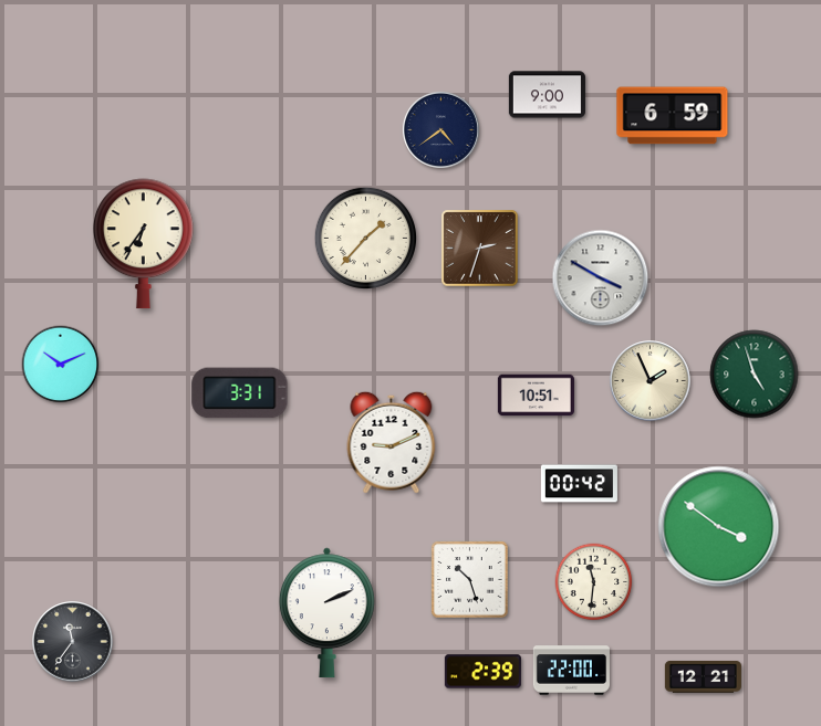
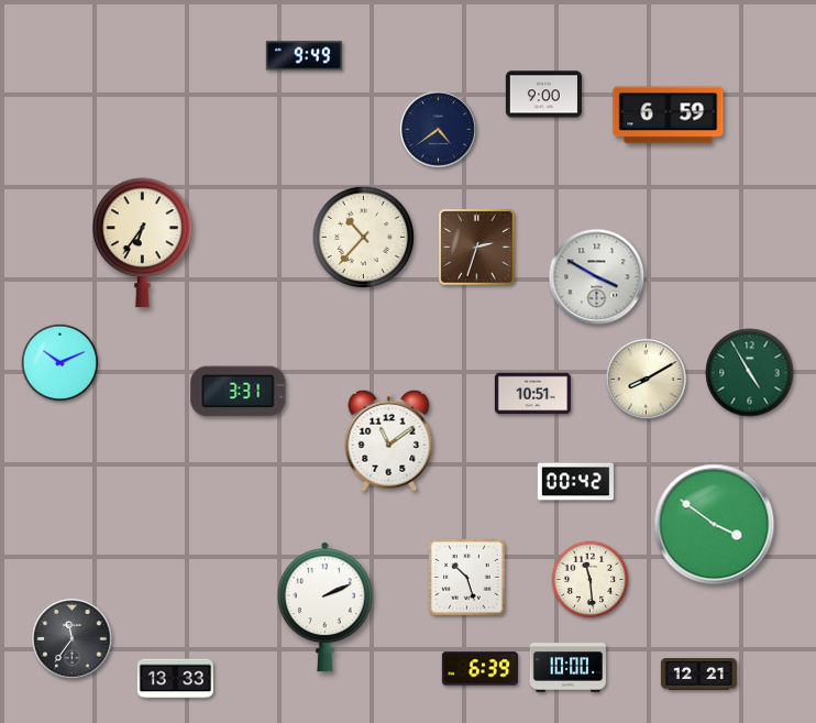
clock at (304, 56): none -> 9:49
clock at (366, 239): 1:37 -> 10:37
clock at (755, 375): 4:57 -> 4:55
clock at (651, 381): 1:56 -> 8:10
clock at (392, 442): 9:11 -> 11:09
clock at (594, 582): 11:31 -> 11:29
clock at (326, 613) position: (326, 613) -> (324, 607)
clock at (571, 671): 22:00 -> 10:00
clock at (482, 672): 2:39 -> 6:39
clock at (175, 679): none -> 13:33
